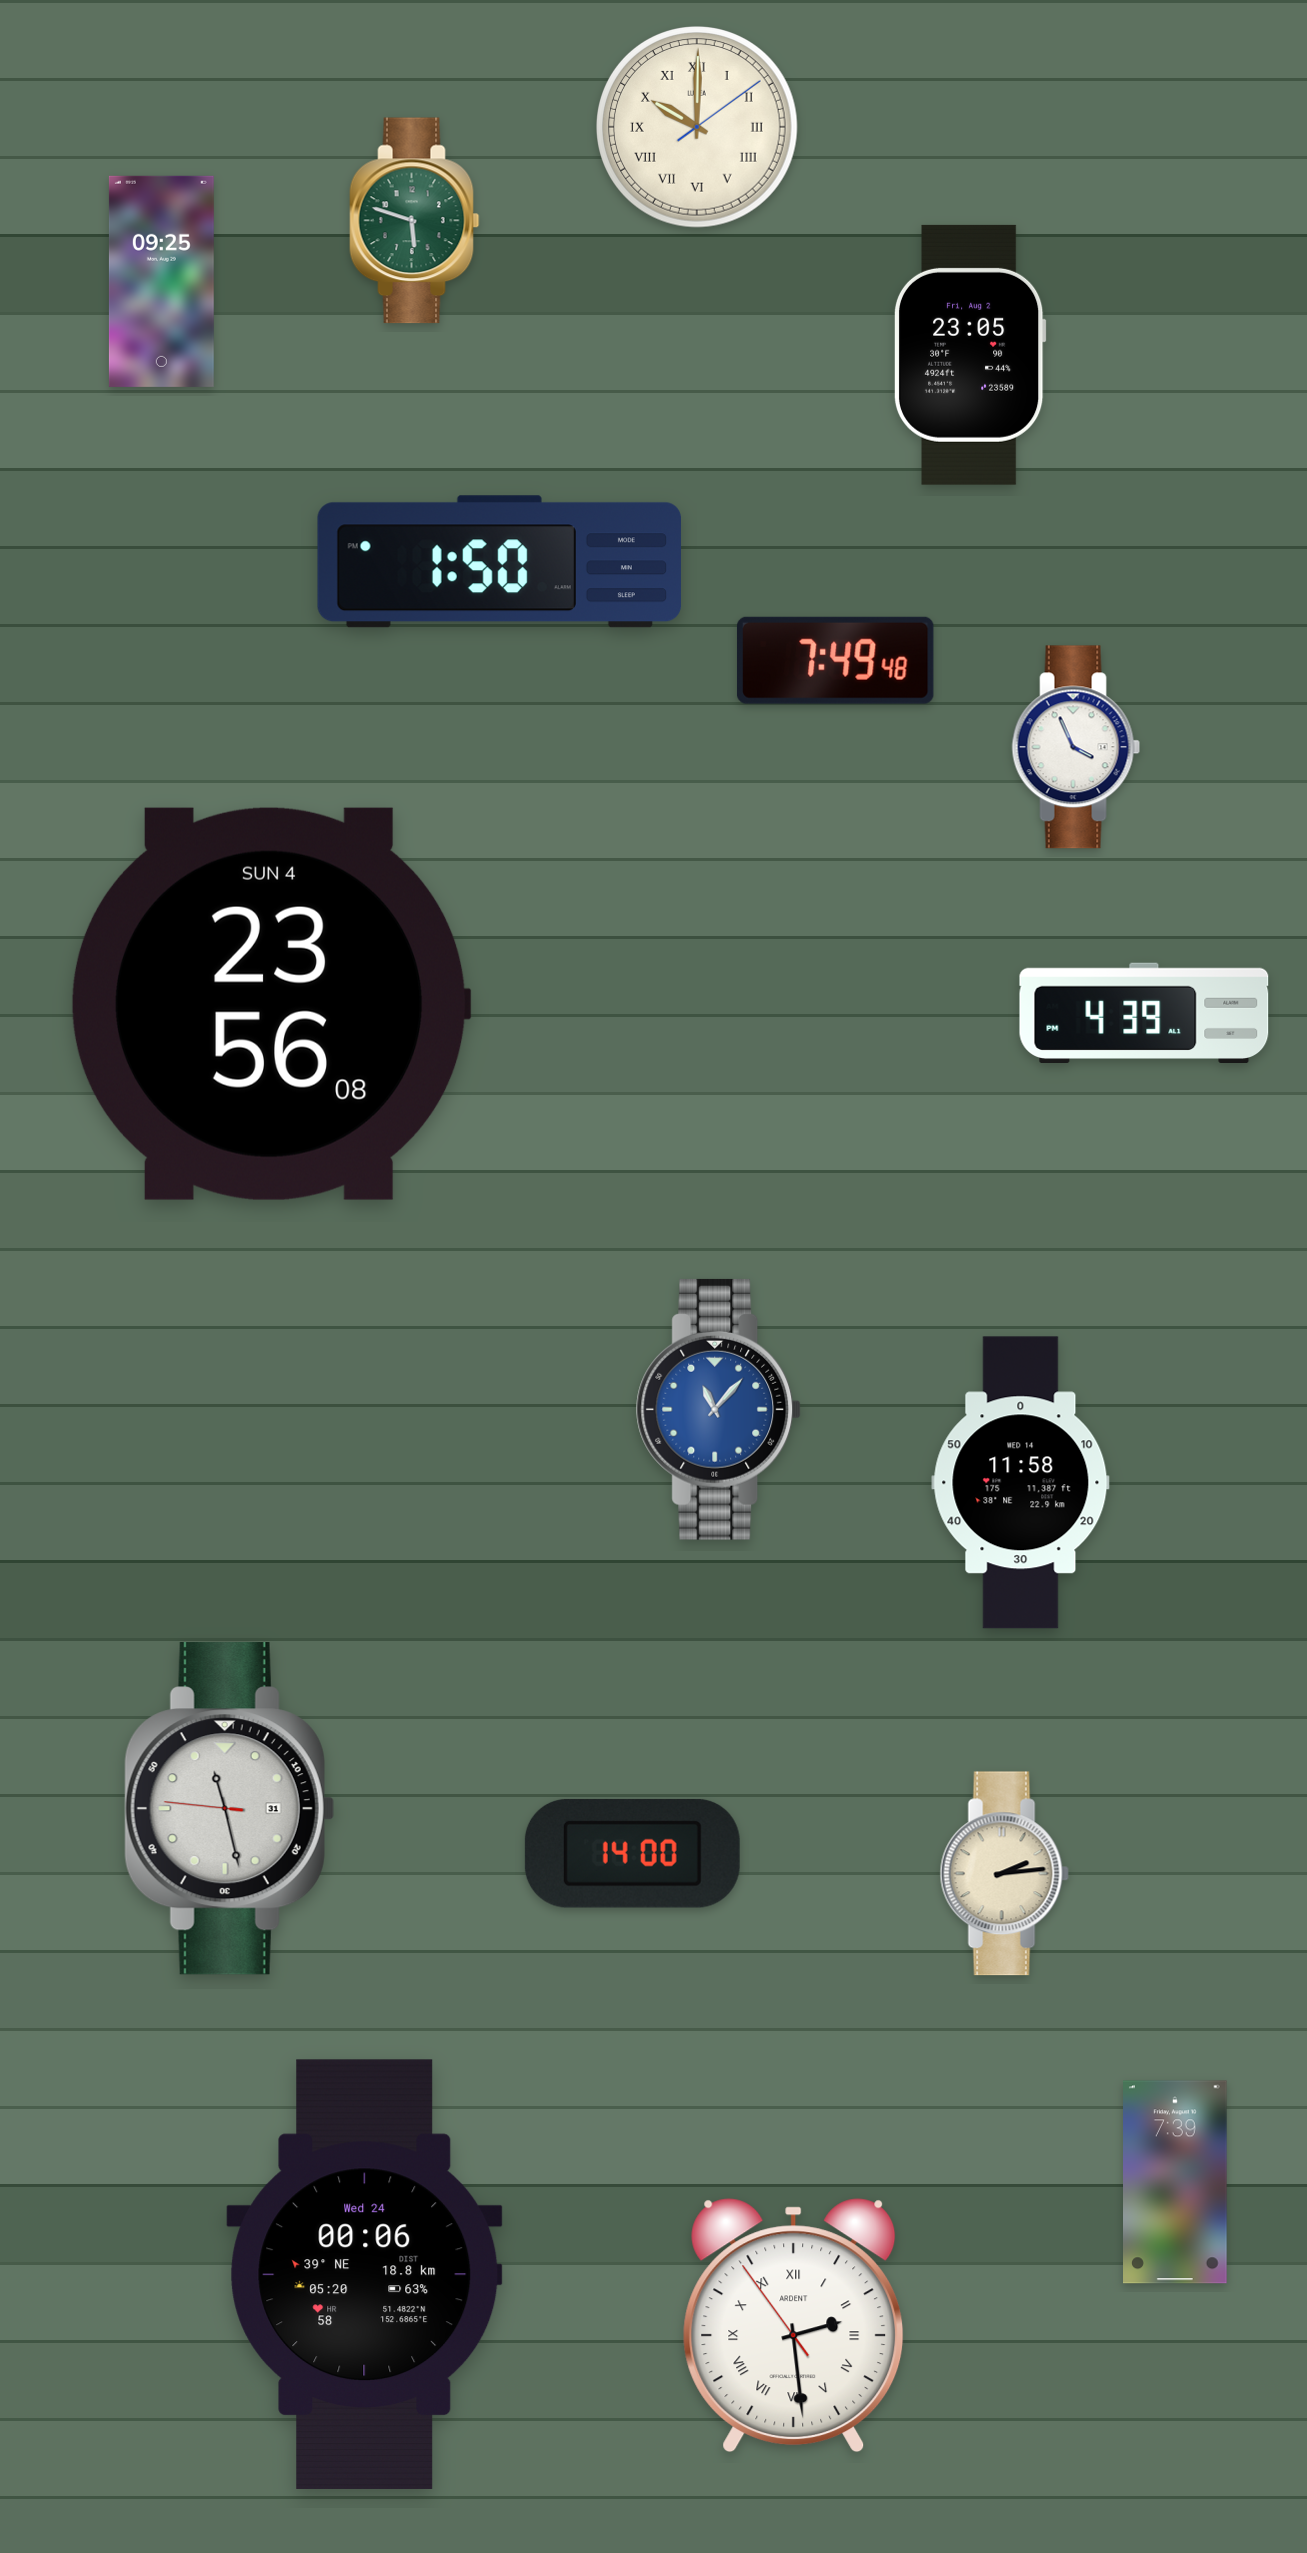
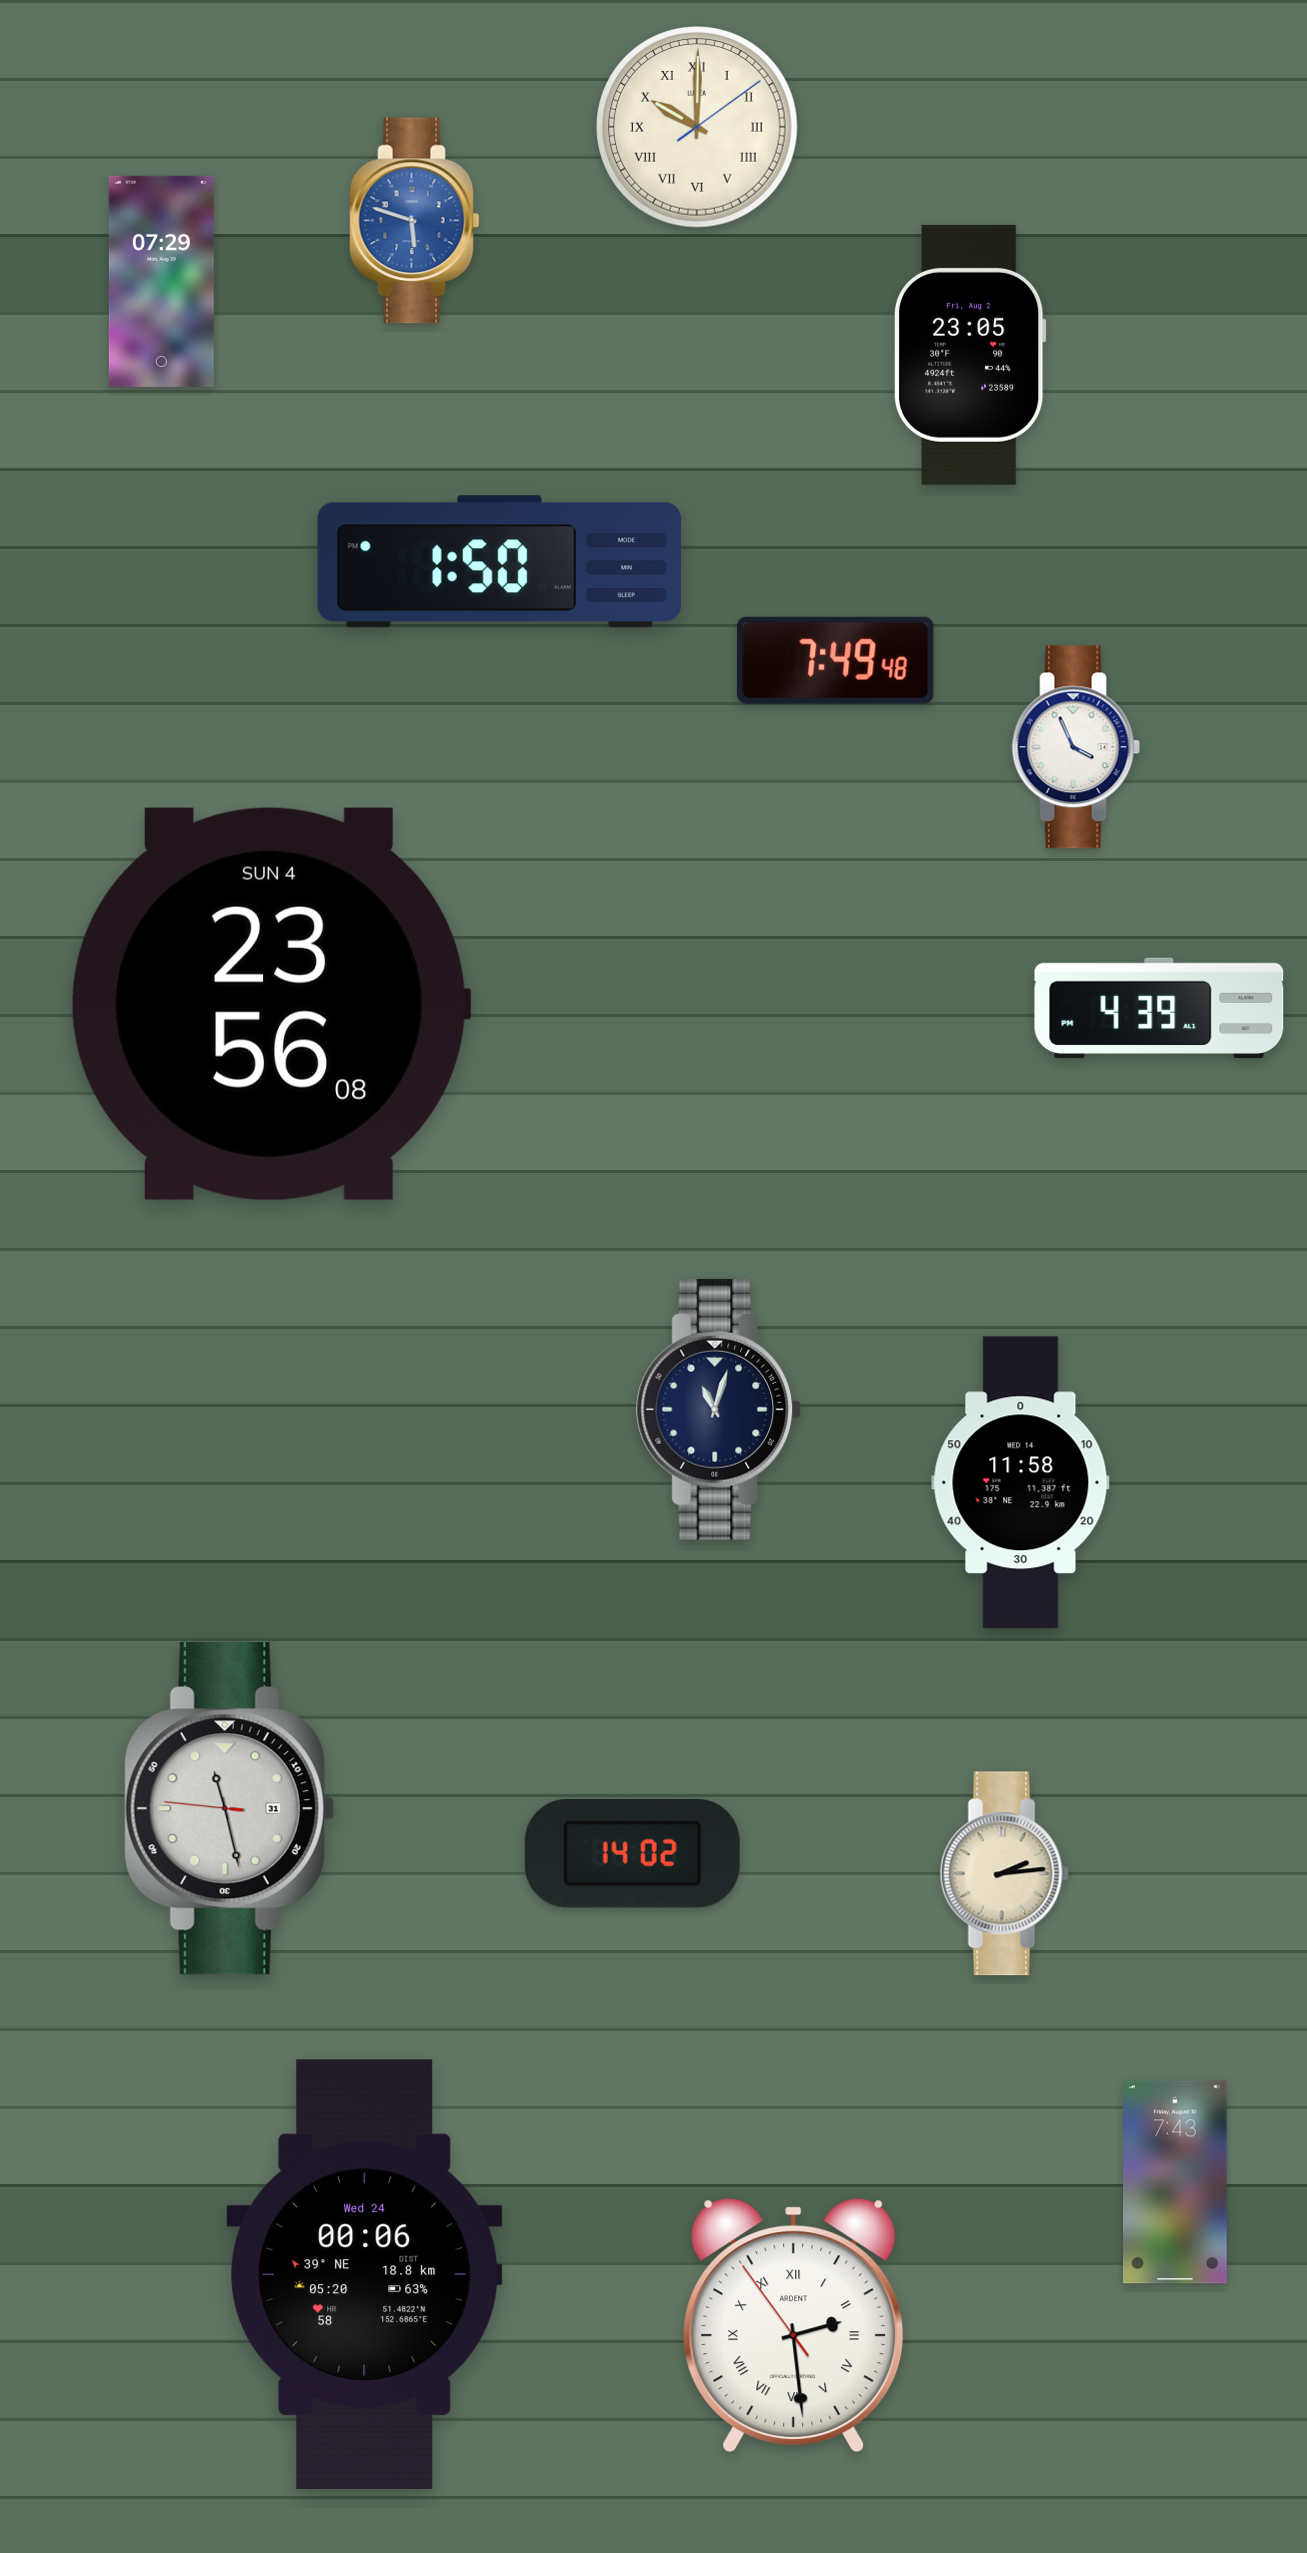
clock at (415, 221) dial: green -> blue
clock at (161, 281): 09:25 -> 07:29
clock at (1144, 1012) position: (1144, 1012) -> (1159, 1007)
clock at (719, 1409): 11:07 -> 11:03
clock at (719, 1409) dial: blue -> navy
clock at (632, 1853): 14:00 -> 14:02
clock at (1176, 2182): 7:39 -> 7:43
